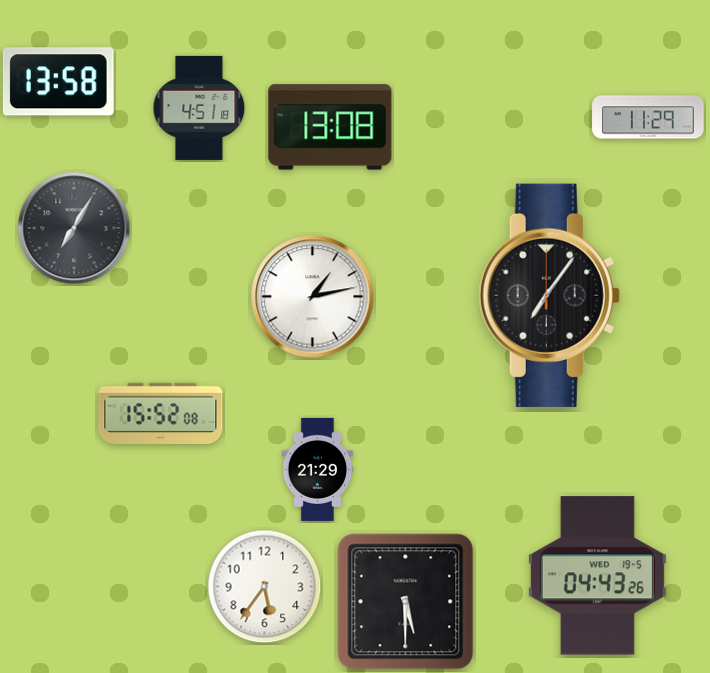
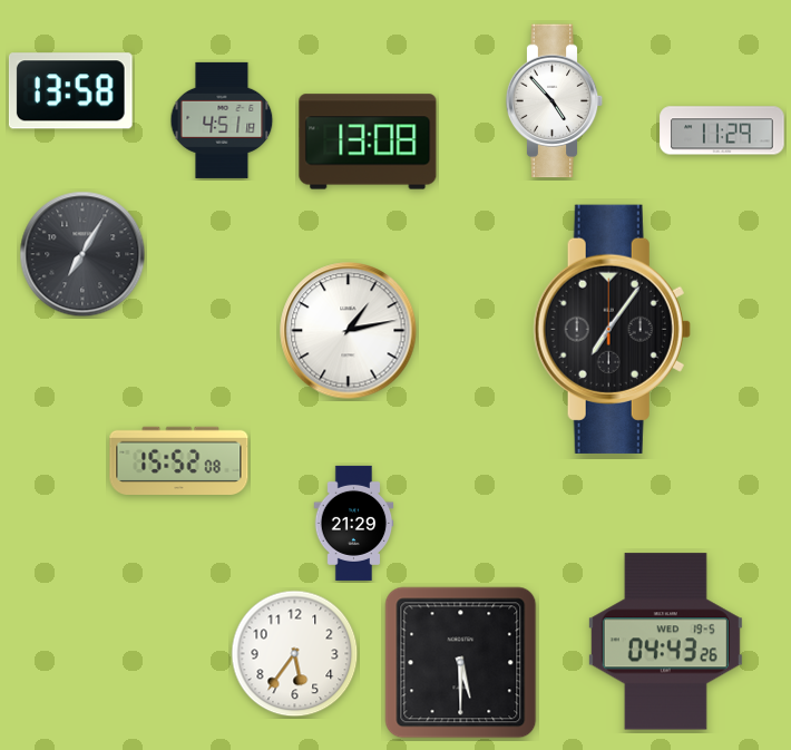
clock at (58, 82) position: (58, 82) -> (70, 91)
clock at (555, 101): none -> 4:53
clock at (406, 602) position: (406, 602) -> (461, 663)
